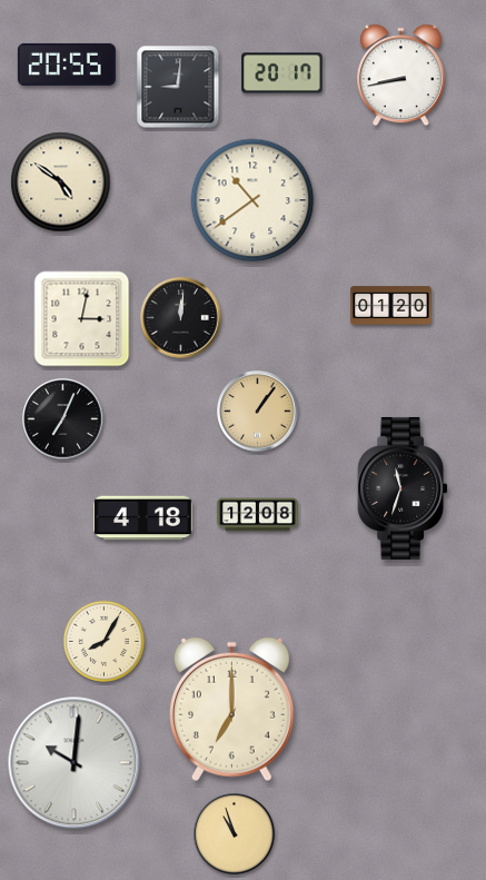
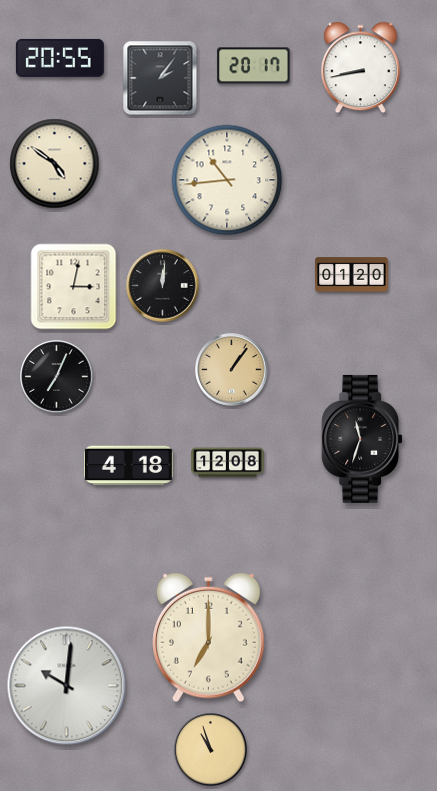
clock at (178, 87): 9:01 -> 2:06
clock at (252, 200): 10:39 -> 10:44
clock at (258, 515) position: (258, 515) -> (228, 463)
clock at (103, 641): 8:05 -> none
